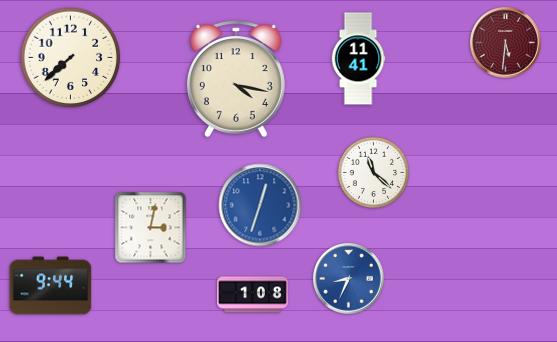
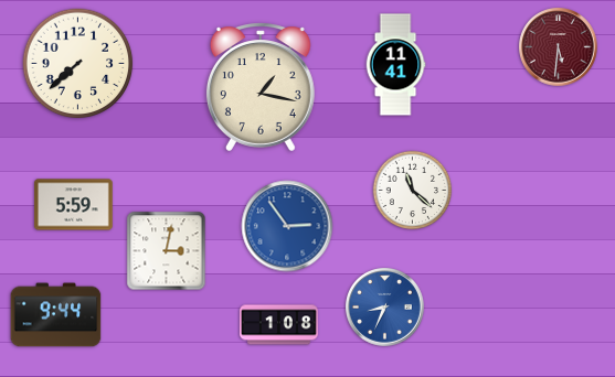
clock at (236, 79): 4:17 -> 1:17
clock at (74, 205): none -> 5:59
clock at (260, 205): 12:33 -> 2:54
